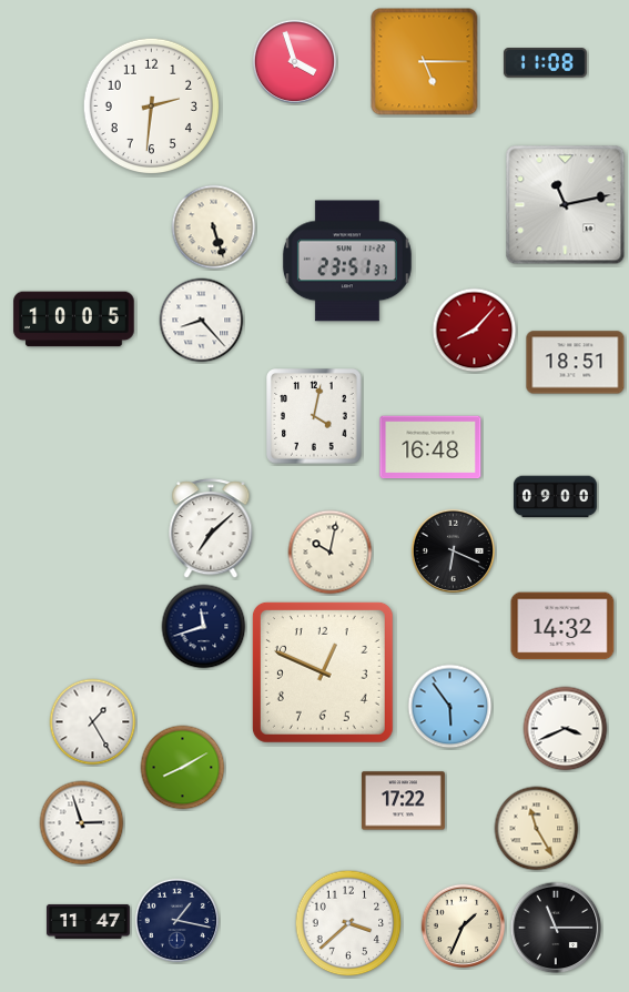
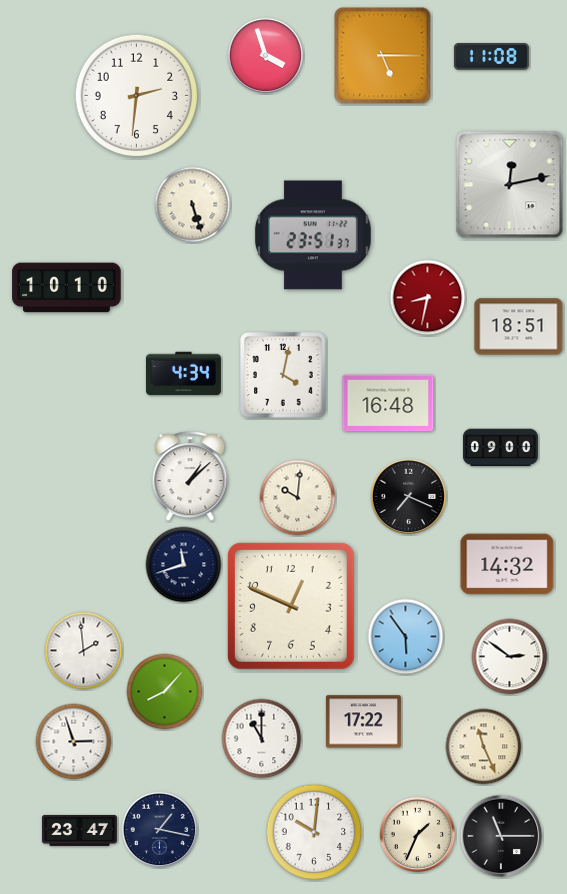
clock at (566, 205): 11:13 -> 12:13
clock at (74, 320): 10:05 -> 10:10
clock at (202, 321): 8:23 -> none
clock at (475, 331): 8:07 -> 8:32
clock at (183, 374): none -> 4:34
clock at (211, 529): 7:08 -> 1:08
clock at (454, 551): 6:19 -> 7:19
clock at (331, 553): 10:02 -> 10:01
clock at (93, 722): 1:25 -> 1:59
clock at (566, 729): 3:41 -> 2:51
clock at (183, 768): 8:10 -> 8:07
clock at (262, 739): none -> 11:00
clock at (537, 829): 11:25 -> 11:26
clock at (88, 921): 11:47 -> 23:47
clock at (348, 923): 3:38 -> 10:01
